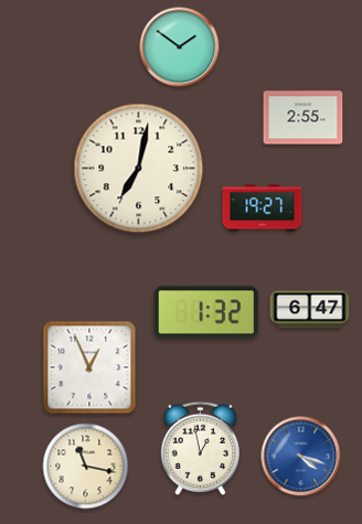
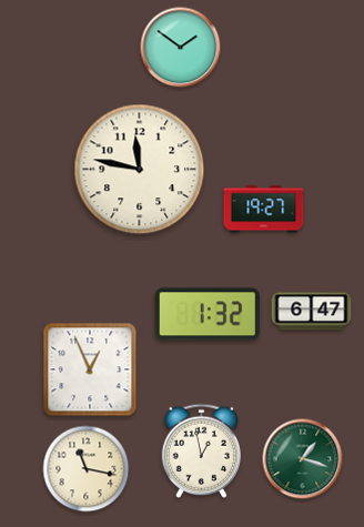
clock at (304, 118): 2:55 -> none
clock at (139, 169): 7:02 -> 11:47
clock at (301, 457): 4:18 -> 1:18
clock at (301, 457) dial: blue -> green
